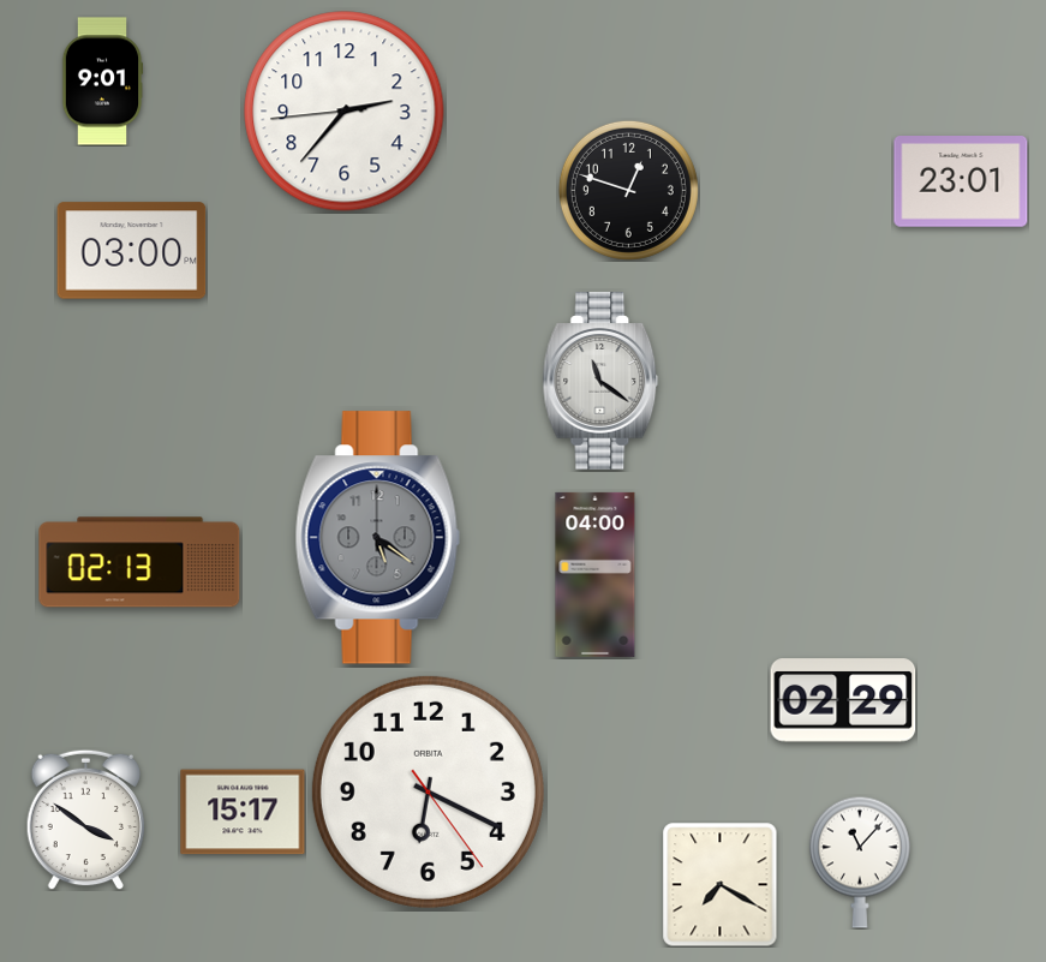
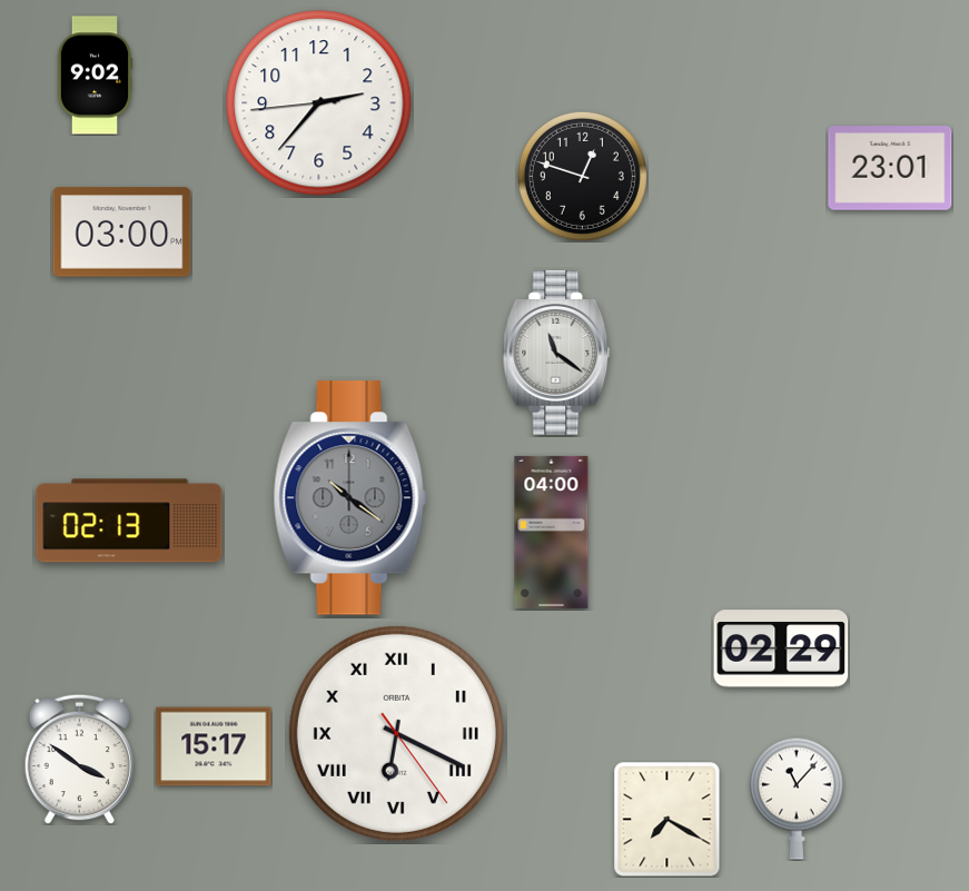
clock at (102, 82): 9:01 -> 9:02
clock at (377, 538): 5:21 -> 10:21
clock at (428, 791) numerals: Arabic -> Roman
clock at (243, 812) position: (243, 812) -> (214, 746)
